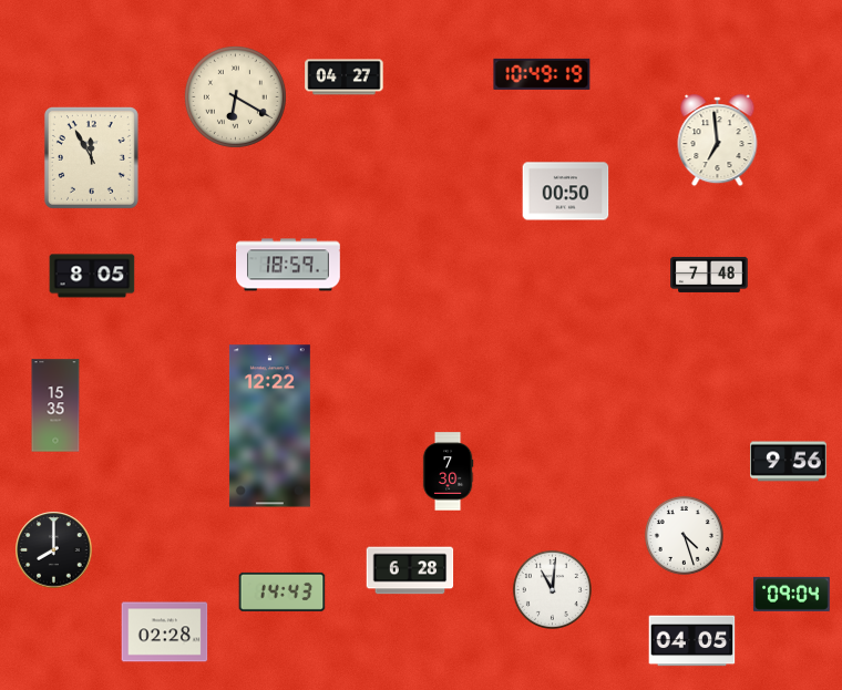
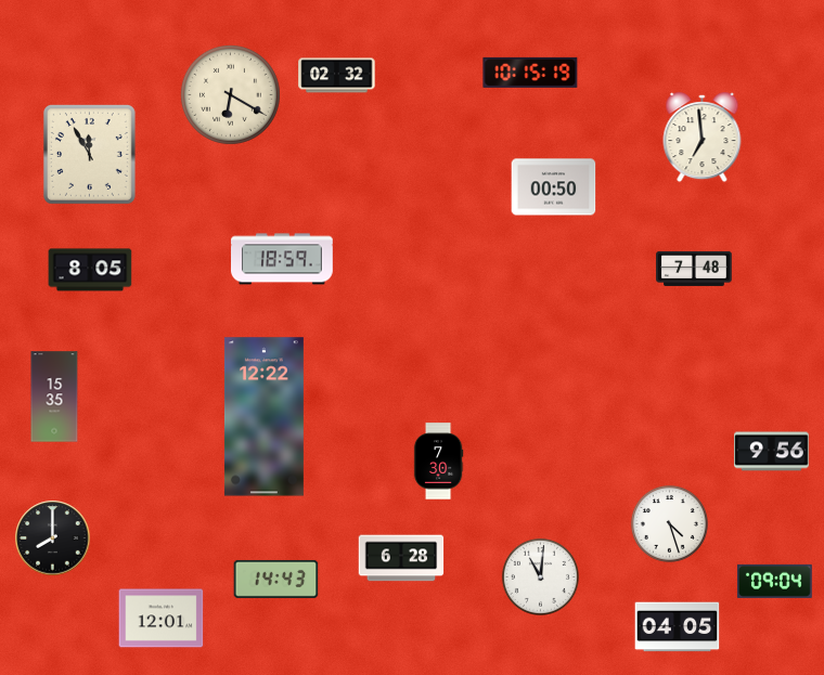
clock at (542, 74): 10:49 -> 10:15
clock at (345, 78): 04:27 -> 02:32
clock at (165, 632): 02:28 -> 12:01
